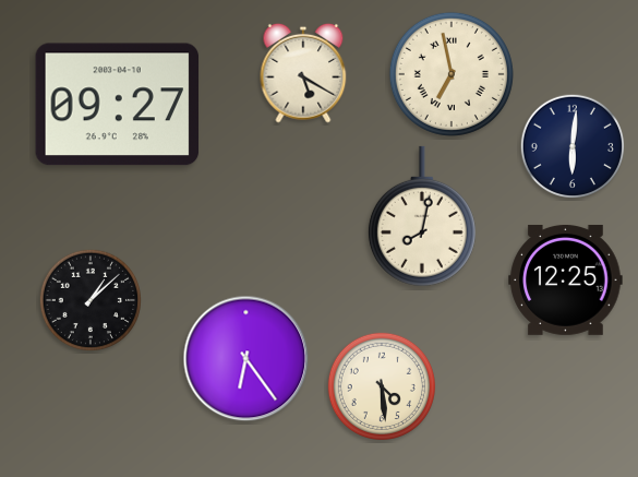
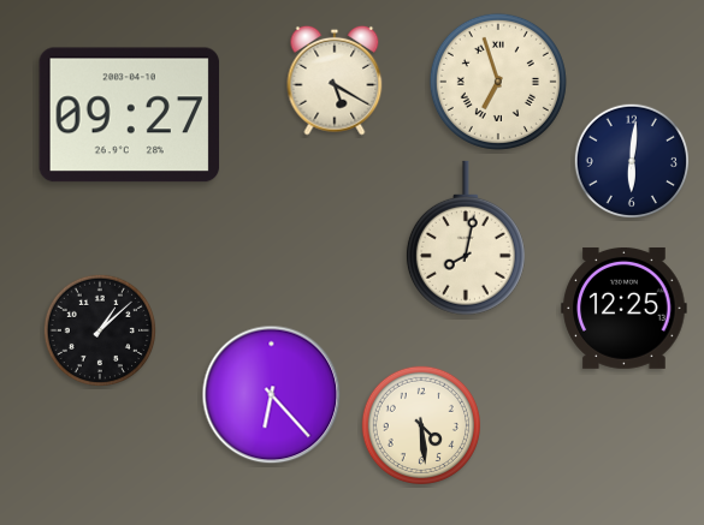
clock at (452, 74): 6:58 -> 6:57
clock at (246, 359): 6:24 -> 6:23
